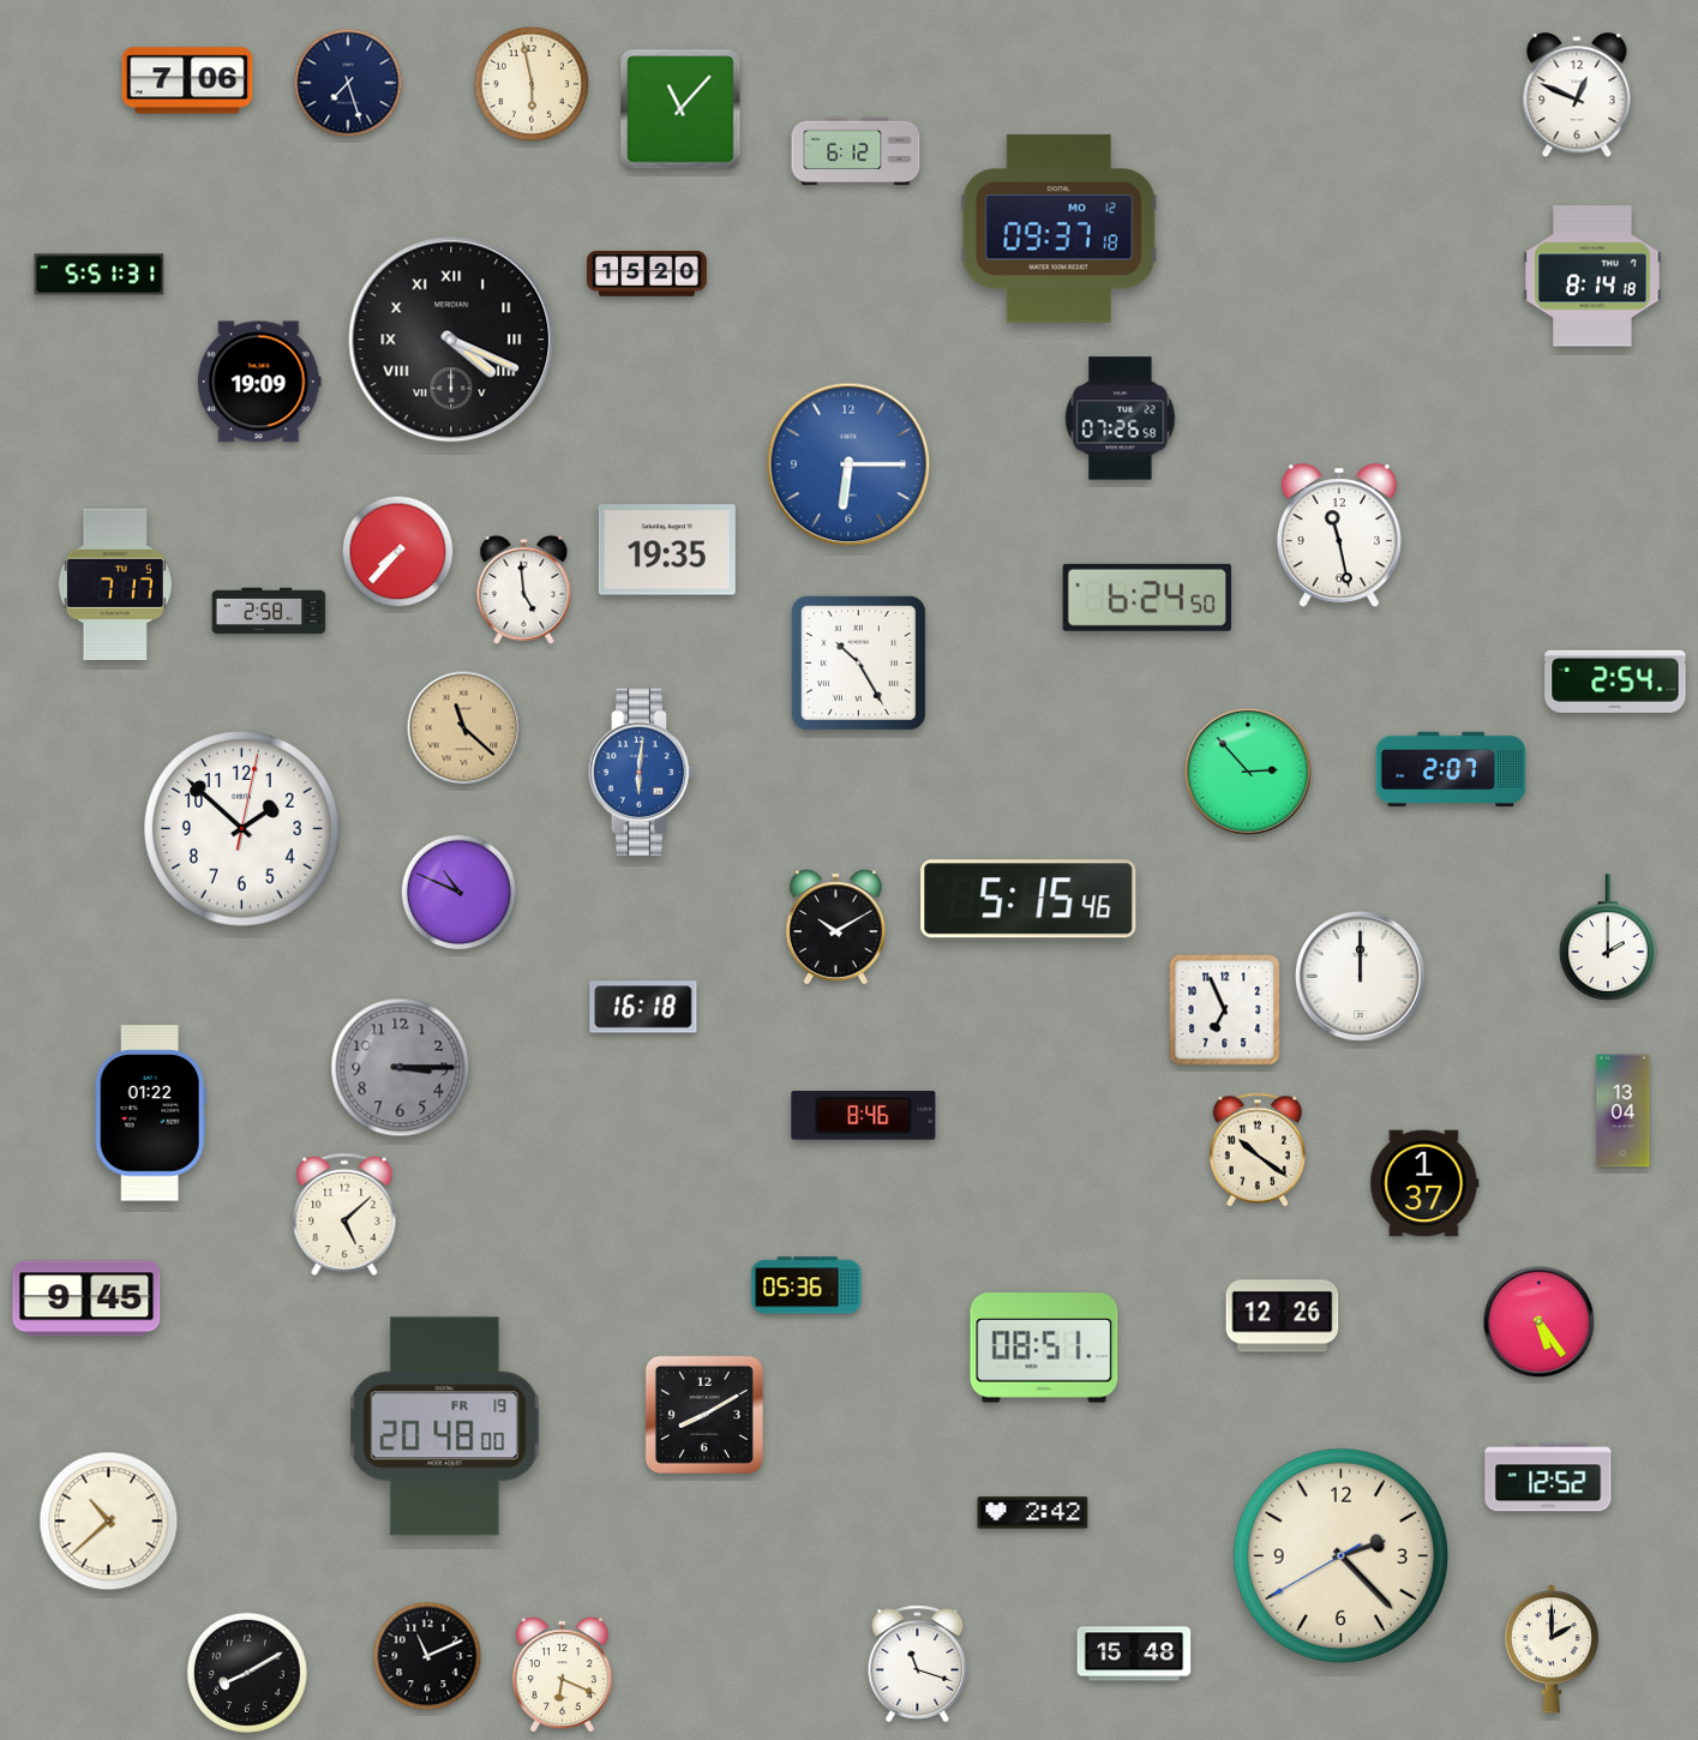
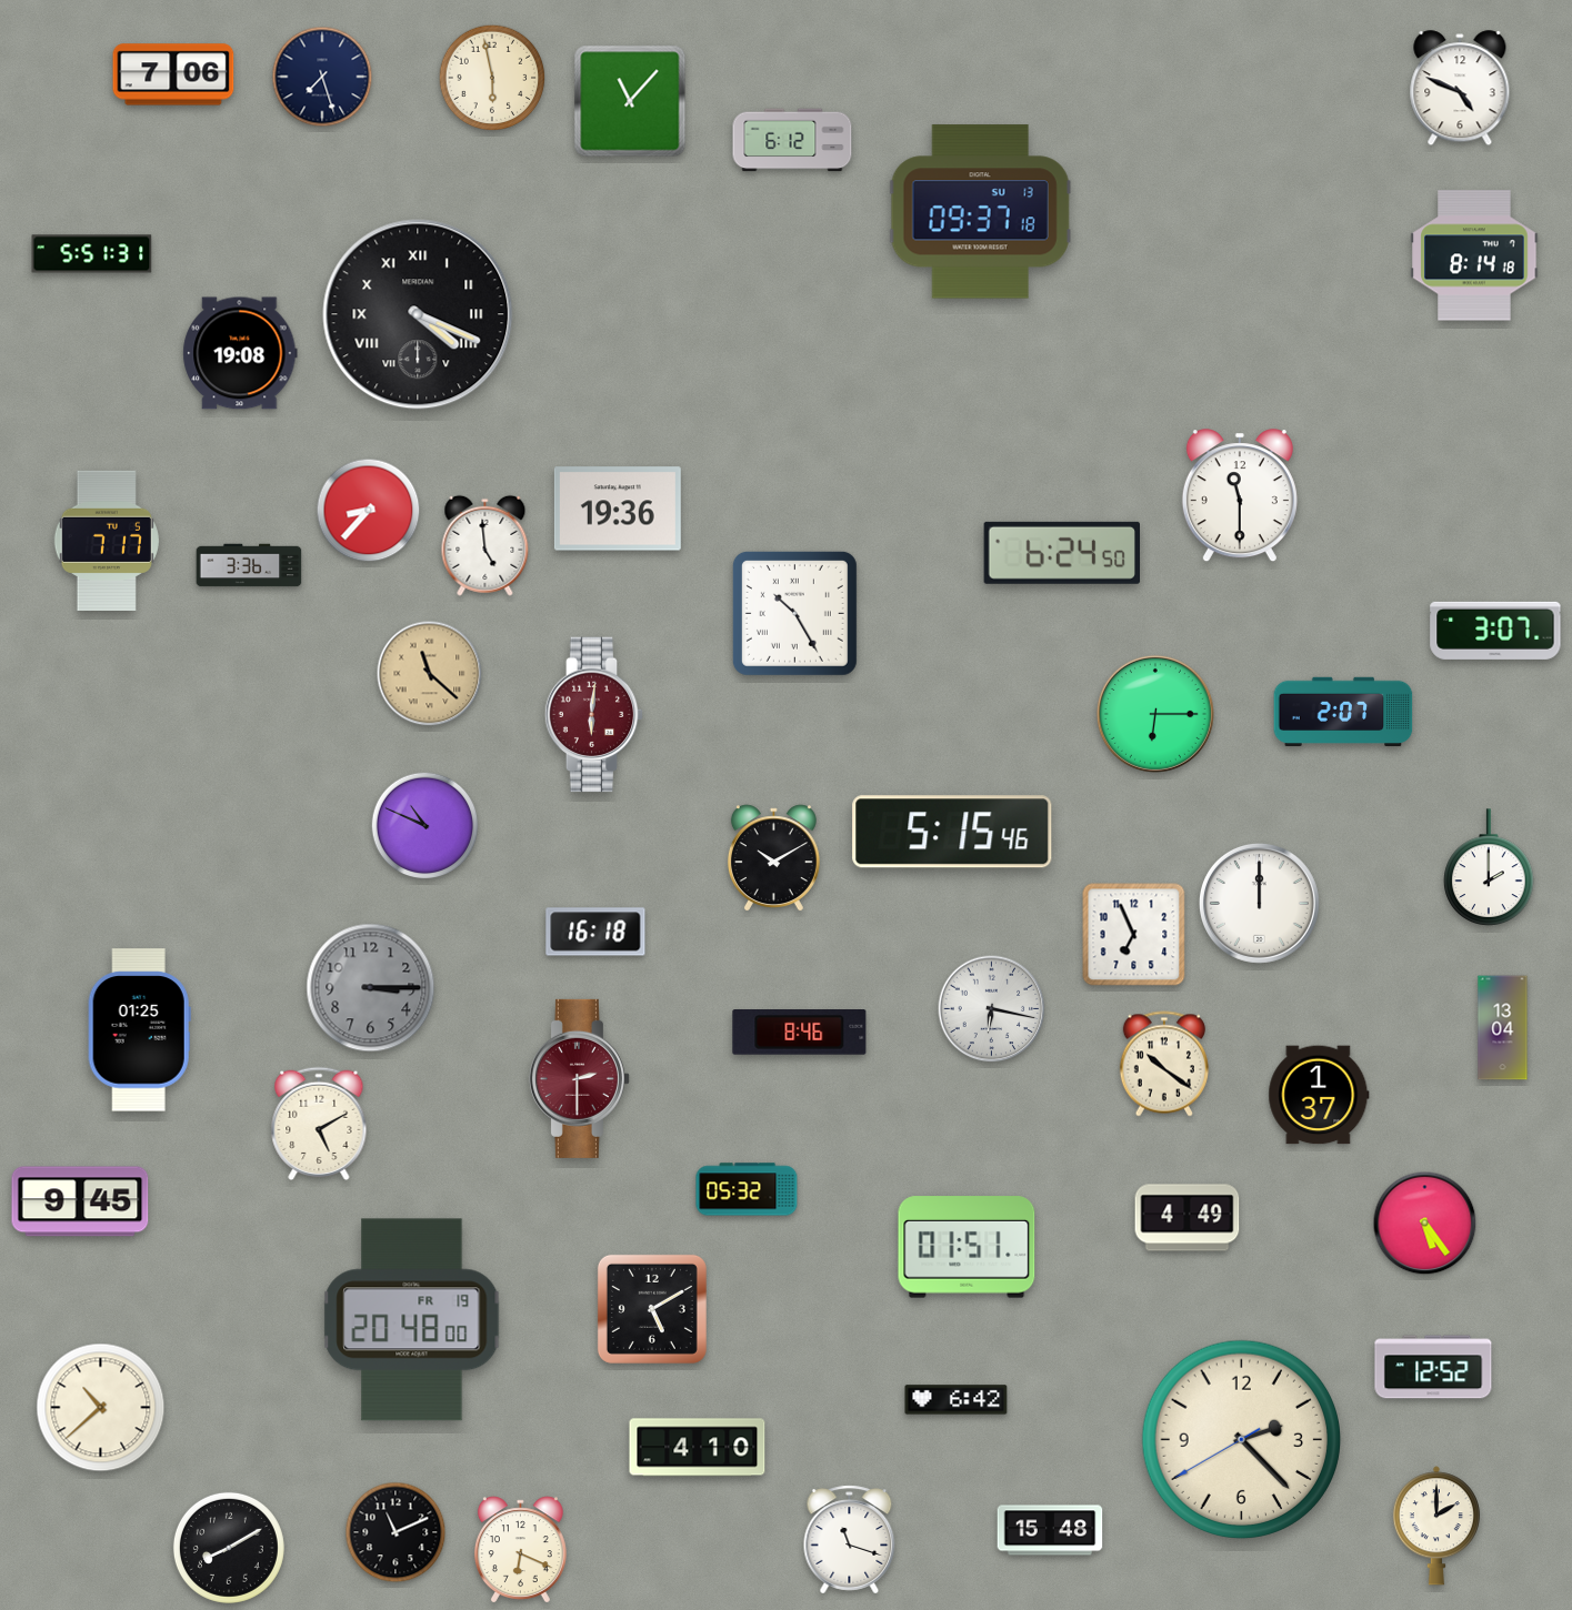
clock at (1577, 96): 12:49 -> 4:49
clock at (1058, 229) date: MO 12 -> SU 13
clock at (647, 275): 15:20 -> none
clock at (259, 382): 19:09 -> 19:08
clock at (1121, 419): 07:26 -> none
clock at (848, 464): 6:15 -> none
clock at (1339, 536): 11:28 -> 11:30
clock at (667, 550): 19:35 -> 19:36
clock at (398, 552): 7:37 -> 8:37
clock at (269, 611): 2:58 -> 3:36
clock at (1615, 682): 2:54 -> 3:07
clock at (1248, 772): 2:53 -> 6:15
clock at (642, 773) dial: blue -> burgundy
clock at (242, 829): 1:52 -> none
clock at (992, 1009): none -> 6:17
clock at (150, 1114): 01:22 -> 01:25
clock at (579, 1078): none -> 2:30
clock at (344, 1214): 5:08 -> 5:10
clock at (806, 1285): 05:36 -> 05:32
clock at (1283, 1316): 12:26 -> 4:49
clock at (1044, 1348): 08:51 -> 01:51
clock at (704, 1415): 8:10 -> 5:10
clock at (1033, 1513): 2:42 -> 6:42
clock at (698, 1448): none -> 4:10
